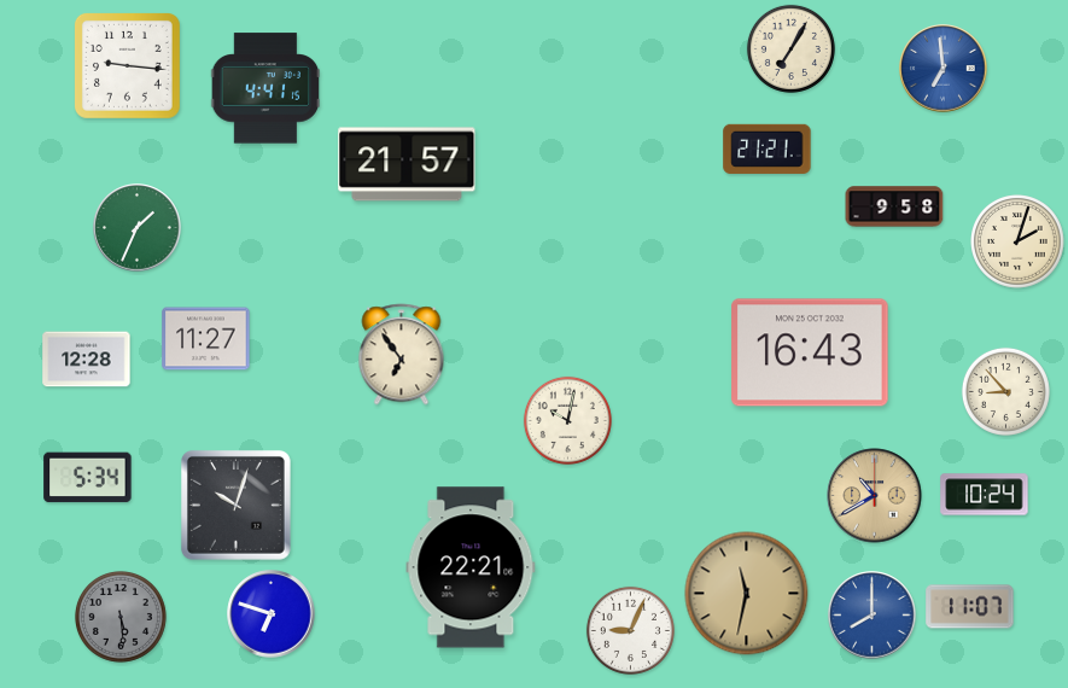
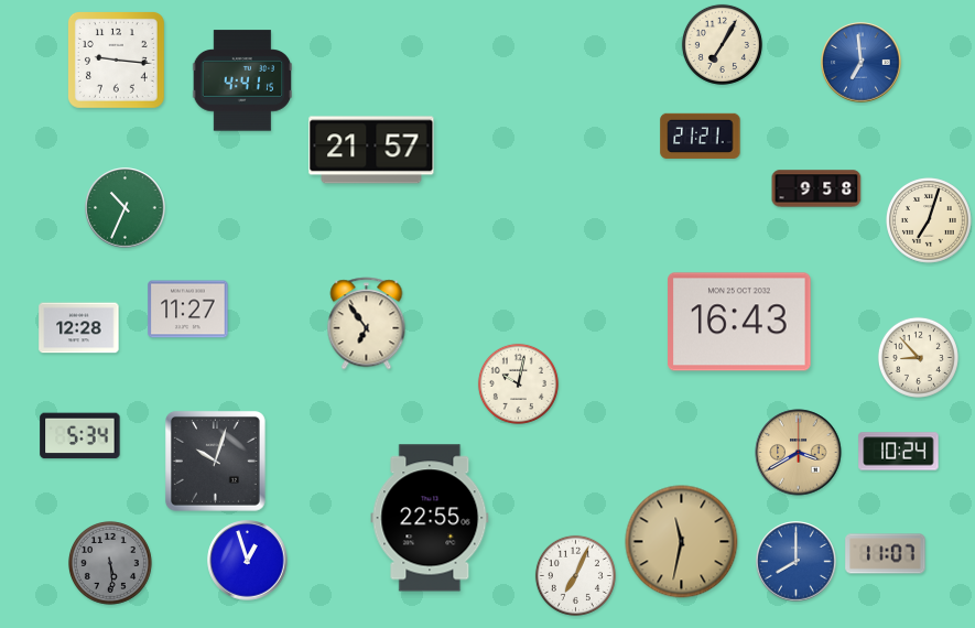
clock at (138, 228): 1:34 -> 10:34
clock at (1019, 243): 2:03 -> 7:03
clock at (875, 496): 10:40 -> 3:40
clock at (471, 567): 22:21 -> 22:55
clock at (272, 614): 6:48 -> 12:57
clock at (630, 630): 9:04 -> 7:04
